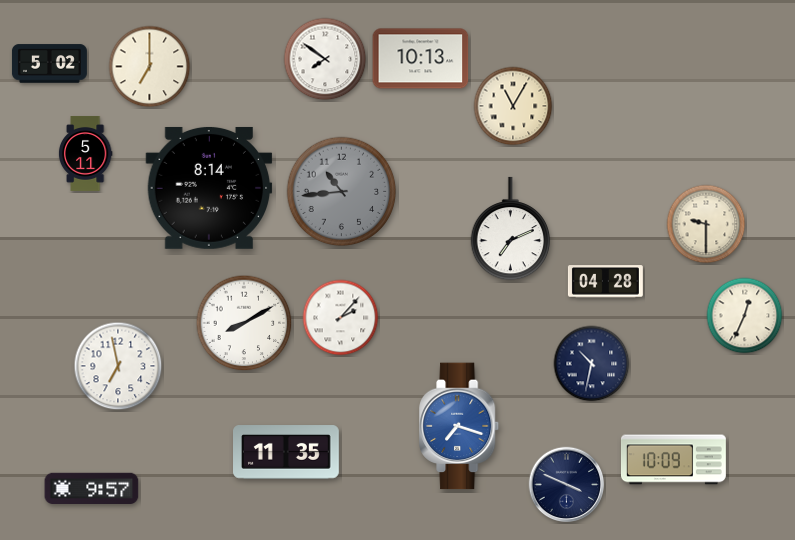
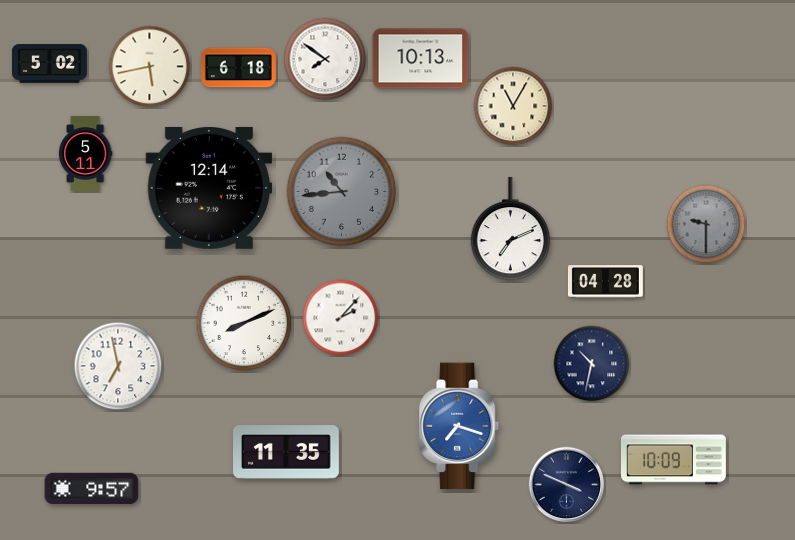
clock at (150, 67): 7:00 -> 5:43
clock at (238, 68): none -> 6:18
clock at (209, 188): 8:14 -> 12:14
clock at (706, 224) dial: cream -> grey
clock at (745, 316): 12:34 -> none
clock at (244, 323): 8:10 -> 8:11
